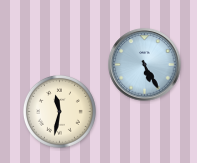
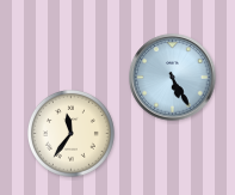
clock at (59, 111): 11:32 -> 11:36
